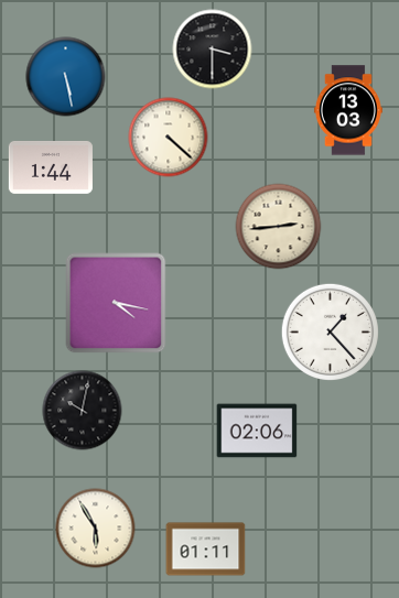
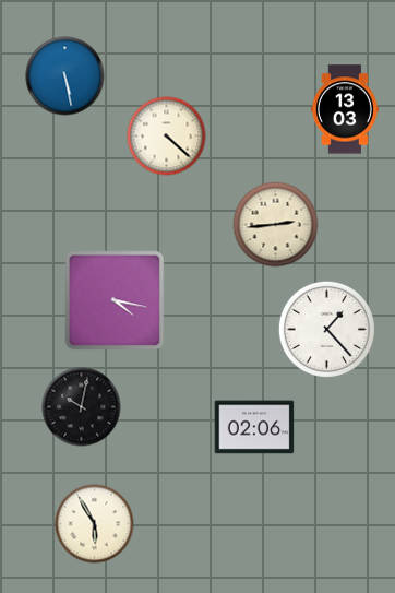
clock at (213, 50): 3:30 -> none
clock at (51, 167): 1:44 -> none
clock at (206, 550): 01:11 -> none
